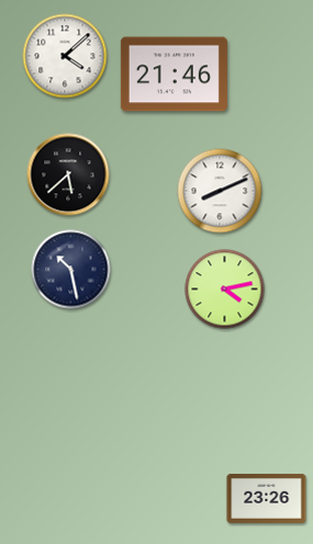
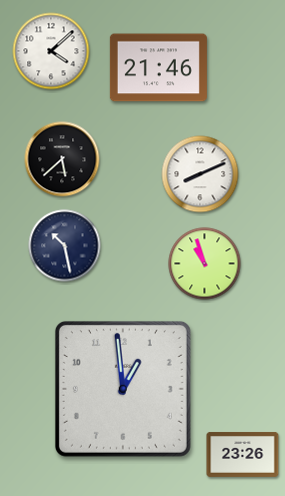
clock at (65, 56) position: (65, 56) -> (51, 51)
clock at (225, 290): 4:13 -> 10:57
clock at (123, 389): none -> 12:59
